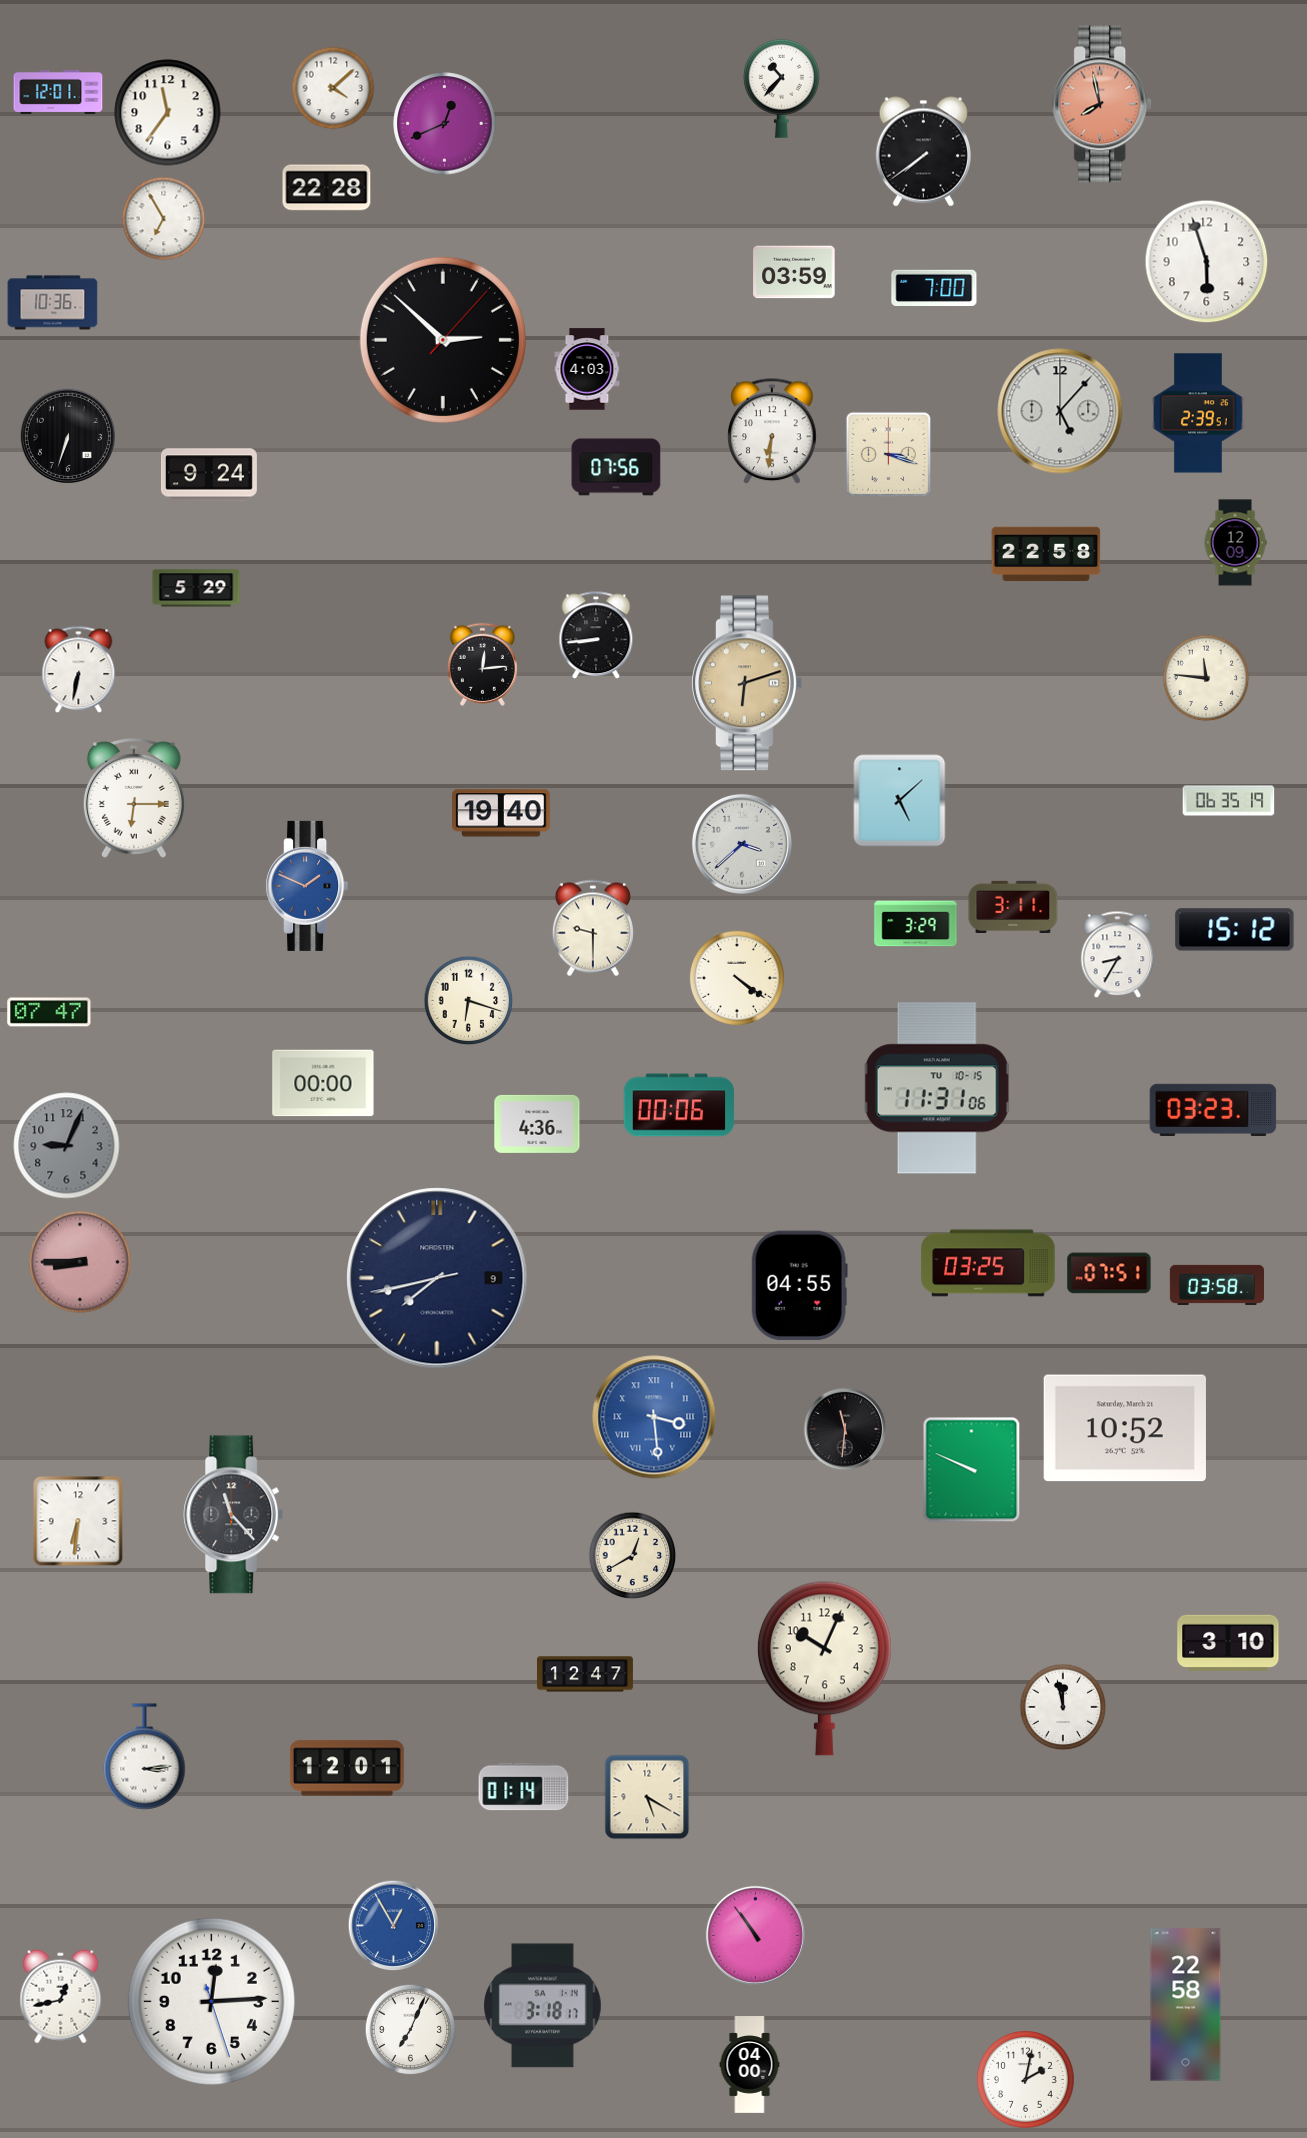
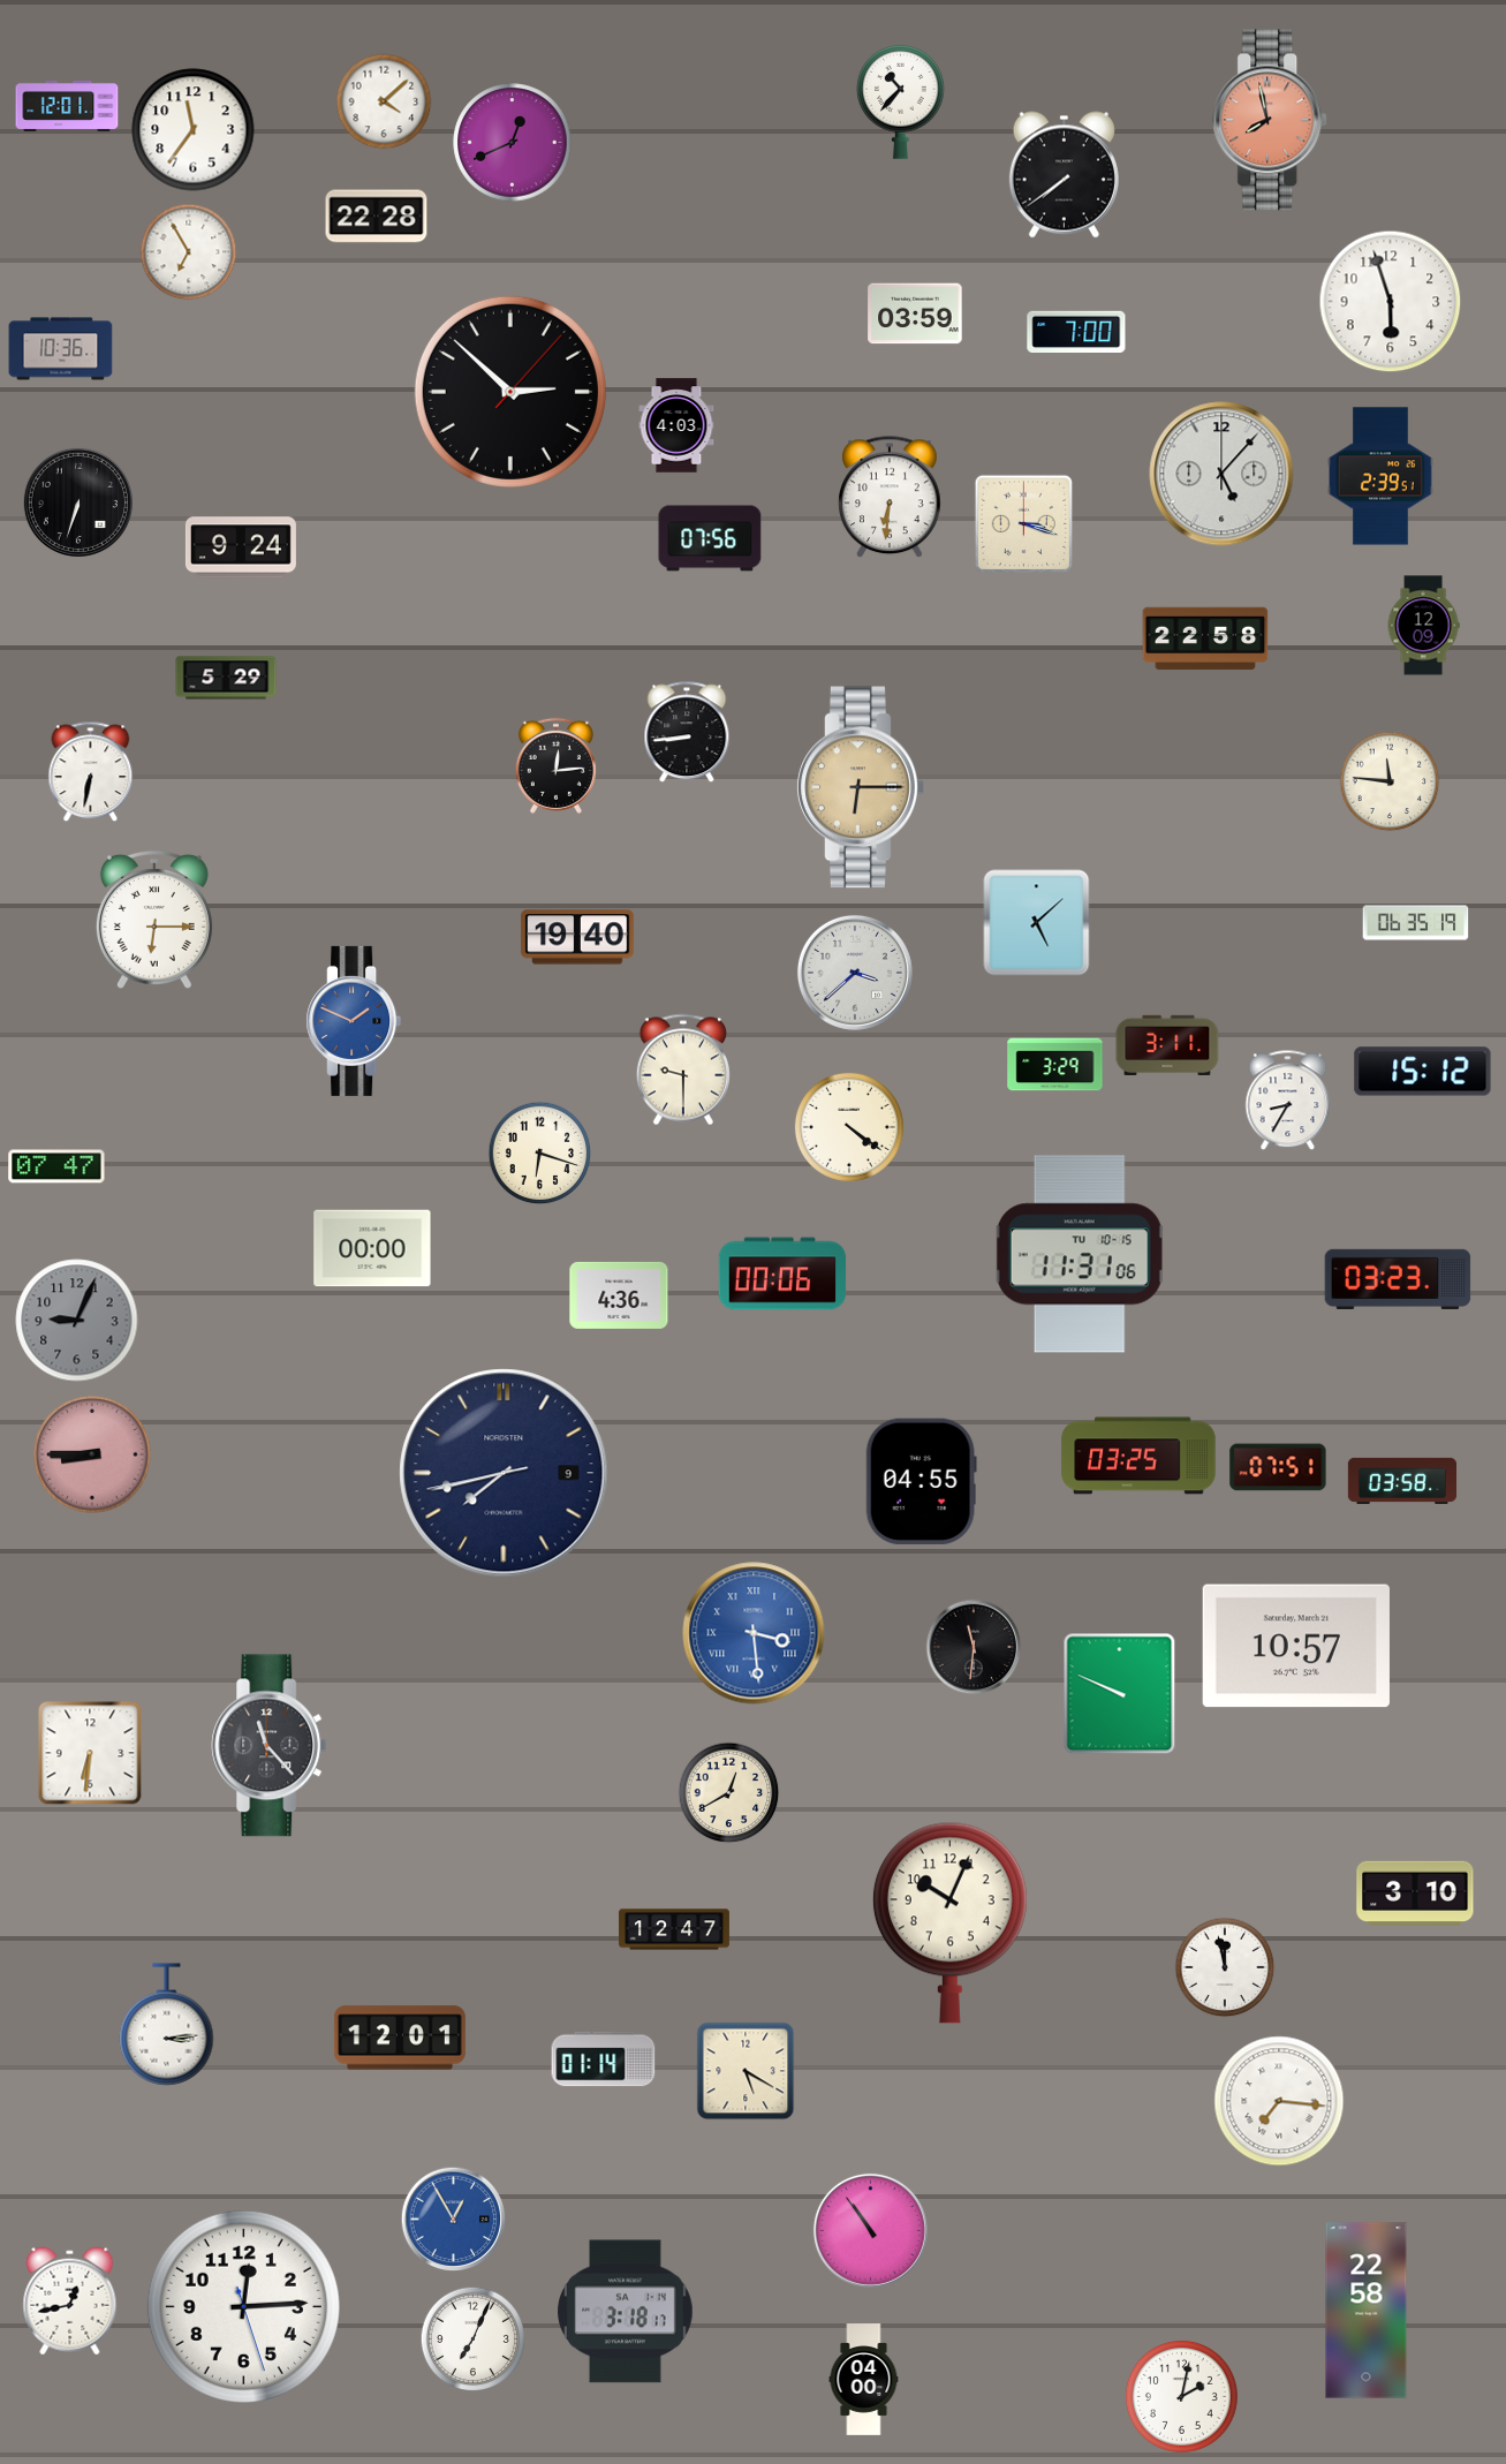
clock at (747, 683): 6:12 -> 6:15
clock at (1125, 1428): 10:52 -> 10:57
clock at (1279, 2101): none -> 7:16
